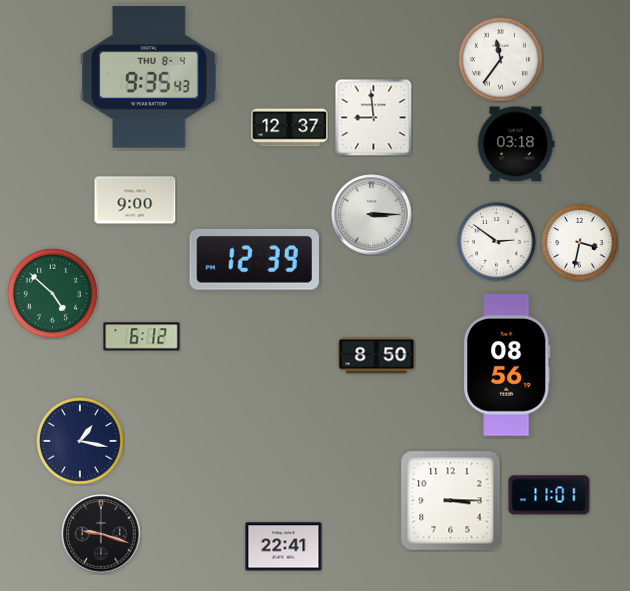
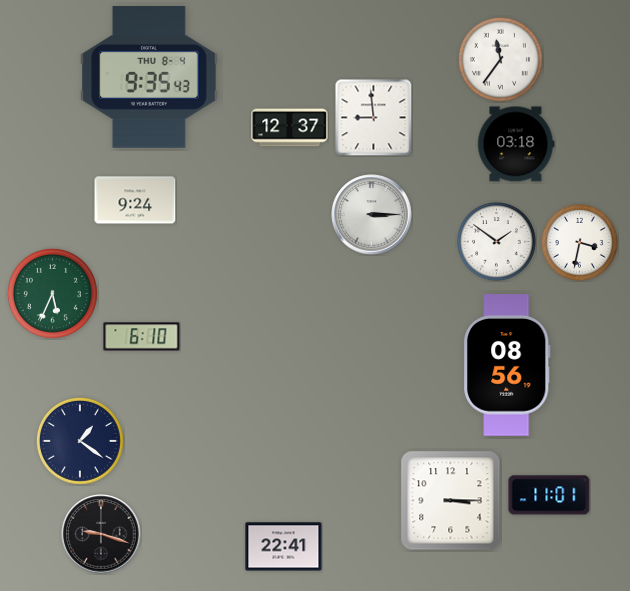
clock at (135, 200): 9:00 -> 9:24
clock at (497, 242): 2:51 -> 1:51
clock at (254, 259): 12:39 -> none
clock at (52, 293): 4:52 -> 5:34
clock at (142, 337): 6:12 -> 6:10
clock at (377, 356): 8:50 -> none
clock at (80, 441): 1:17 -> 1:21
